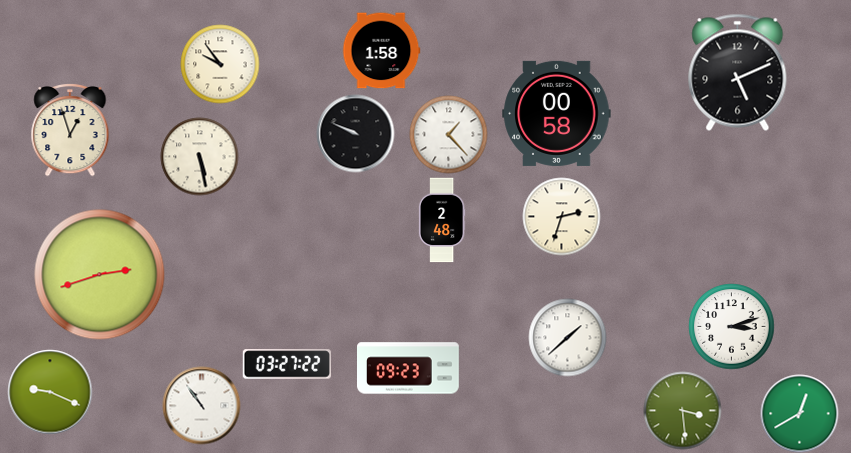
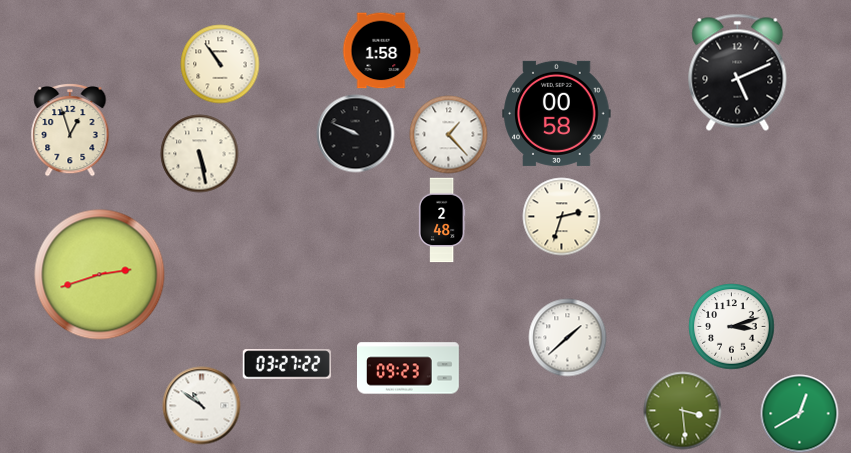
clock at (220, 64): 9:54 -> 10:54
clock at (199, 156) position: (199, 156) -> (199, 153)
clock at (50, 392): 9:19 -> none
clock at (201, 405): 10:54 -> 10:51
